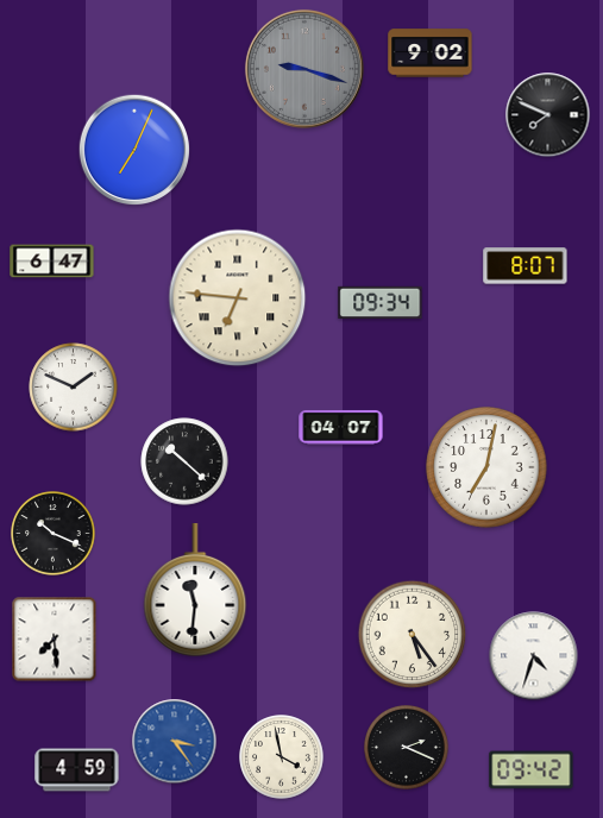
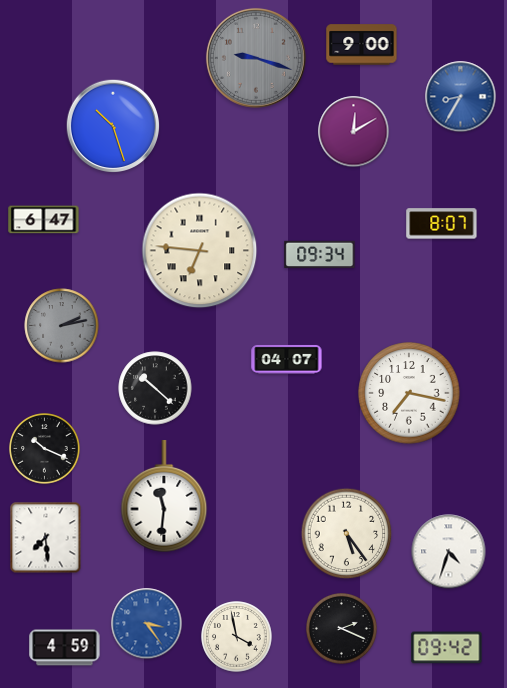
clock at (431, 54): 9:02 -> 9:00
clock at (548, 115): 7:49 -> 8:35
clock at (548, 115) dial: black -> blue
clock at (134, 150): 7:04 -> 10:27
clock at (354, 132): none -> 12:10
clock at (74, 388): 1:49 -> 2:13
clock at (74, 388) dial: white -> grey
clock at (486, 467): 7:02 -> 7:17
